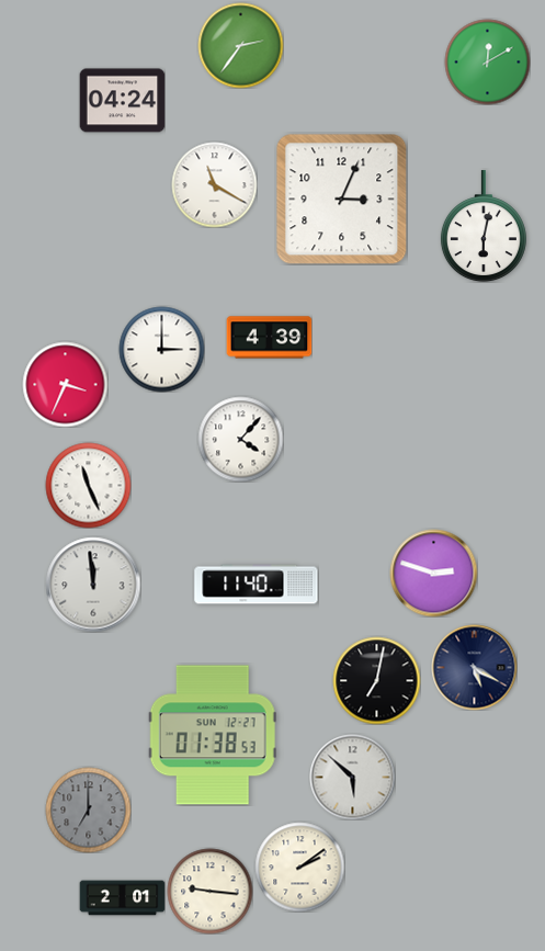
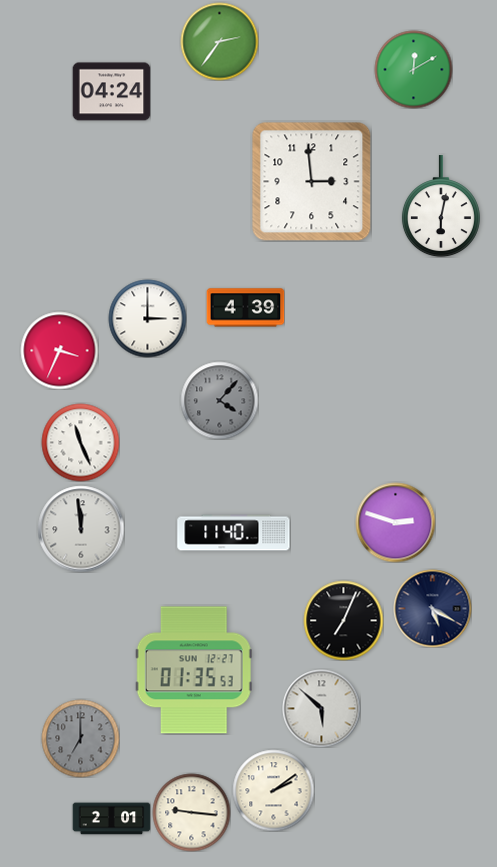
clock at (487, 61) position: (487, 61) -> (413, 69)
clock at (214, 184): 11:20 -> none
clock at (341, 199): 3:04 -> 2:59
clock at (240, 439) dial: white -> grey
clock at (93, 585) position: (93, 585) -> (81, 529)
clock at (376, 680): 7:02 -> 7:04
clock at (213, 735): 01:38 -> 01:35
